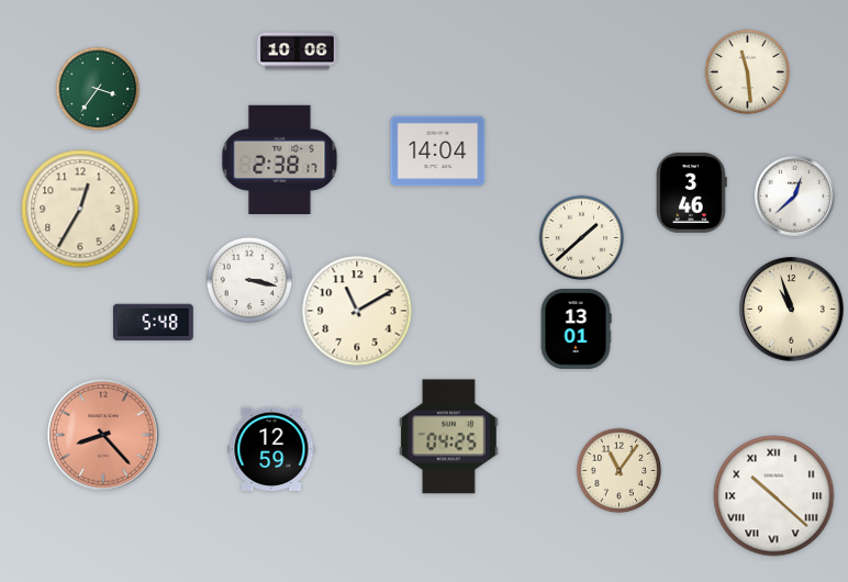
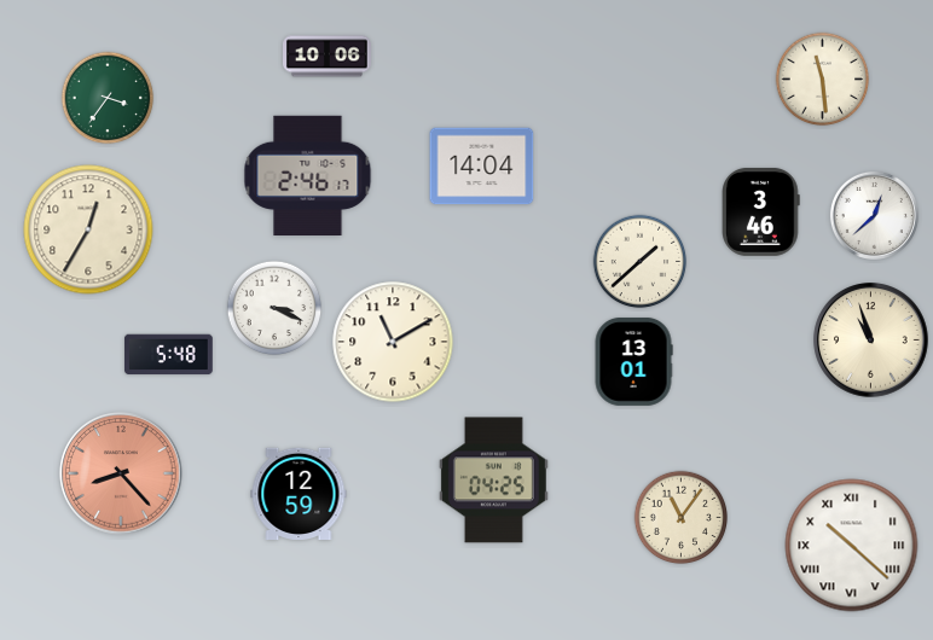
clock at (280, 159): 2:38 -> 2:46
clock at (249, 280): 3:17 -> 3:19
clock at (103, 435) position: (103, 435) -> (121, 473)
